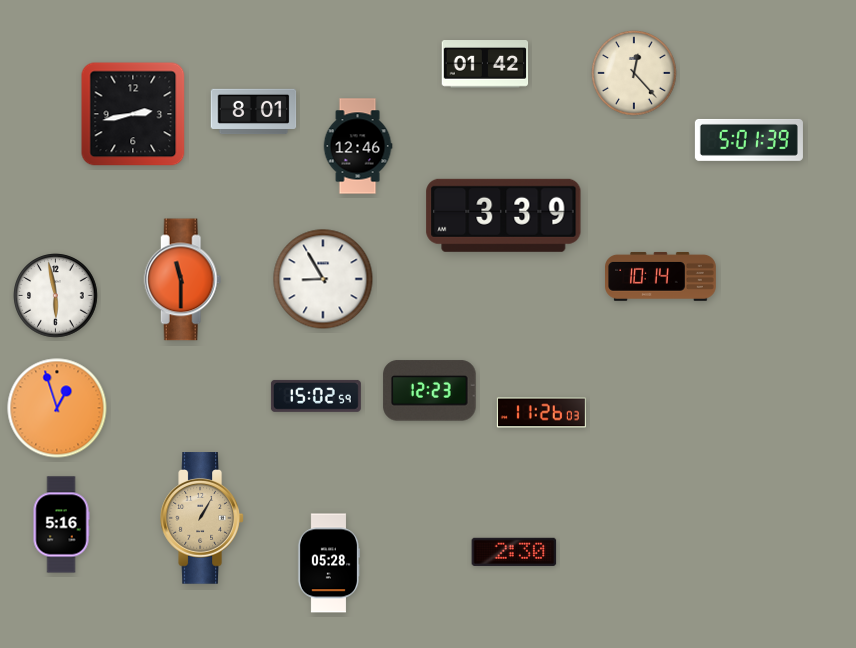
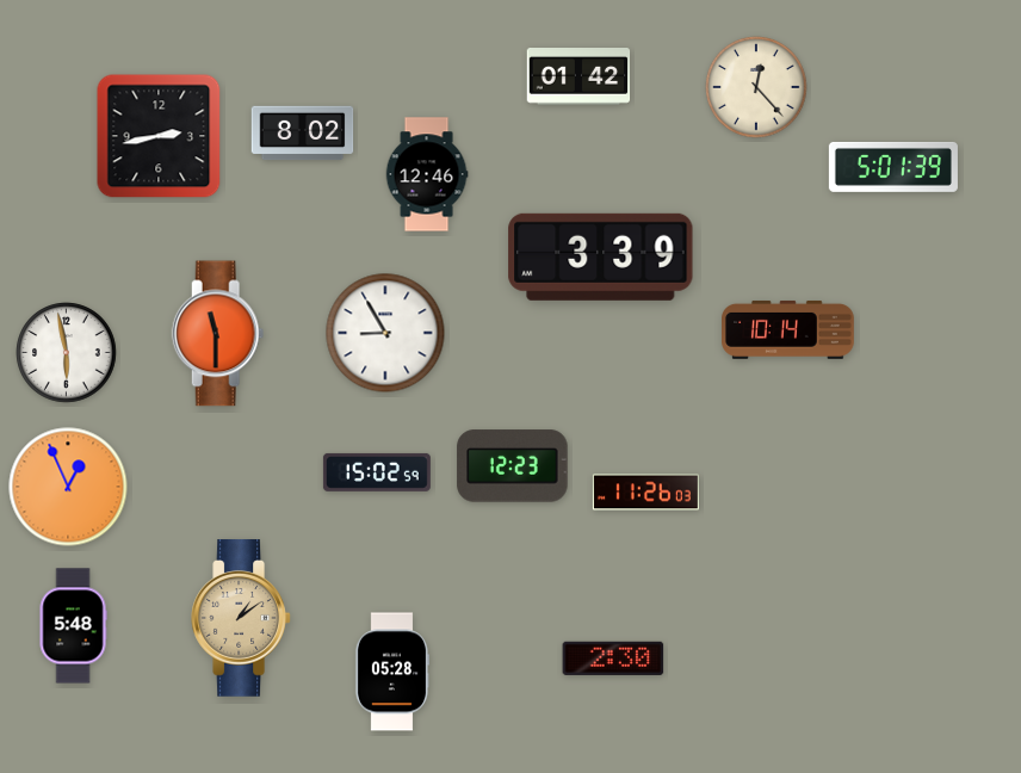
clock at (254, 112): 8:01 -> 8:02
clock at (57, 408): 12:57 -> 12:56
clock at (202, 518): 1:05 -> 1:09
clock at (61, 525): 5:16 -> 5:48
